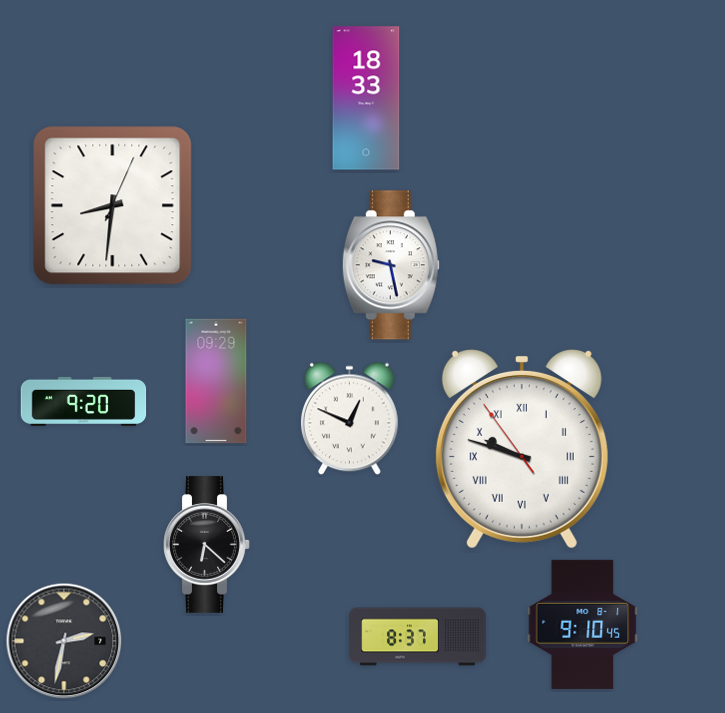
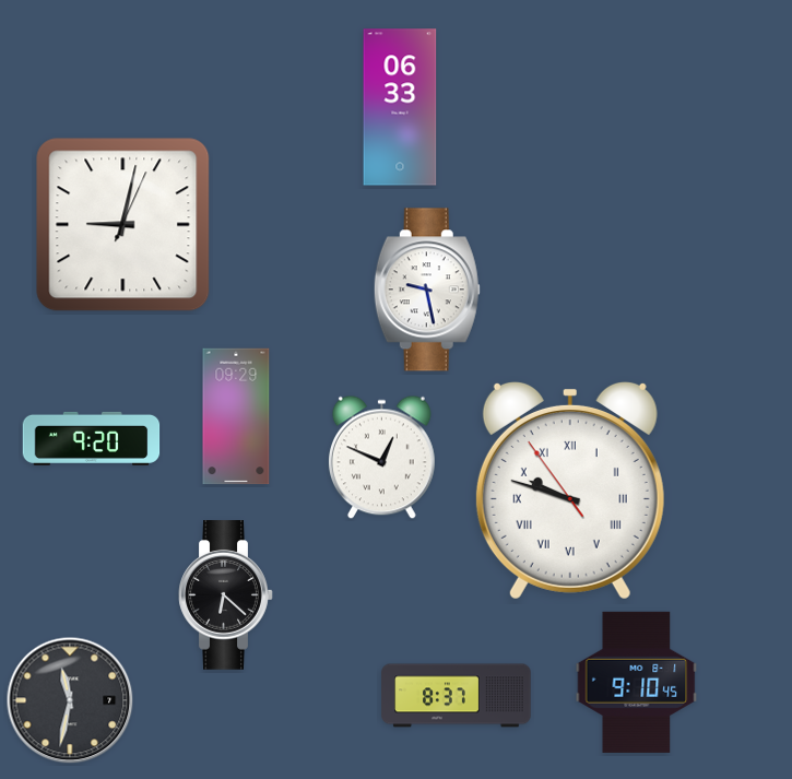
clock at (366, 98): 18:33 -> 06:33
clock at (113, 206): 8:31 -> 9:02
clock at (64, 641): 2:32 -> 11:32
